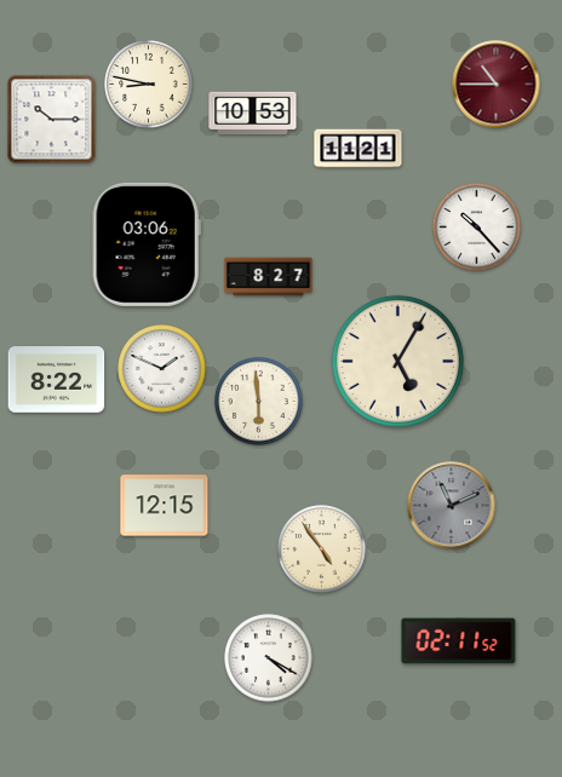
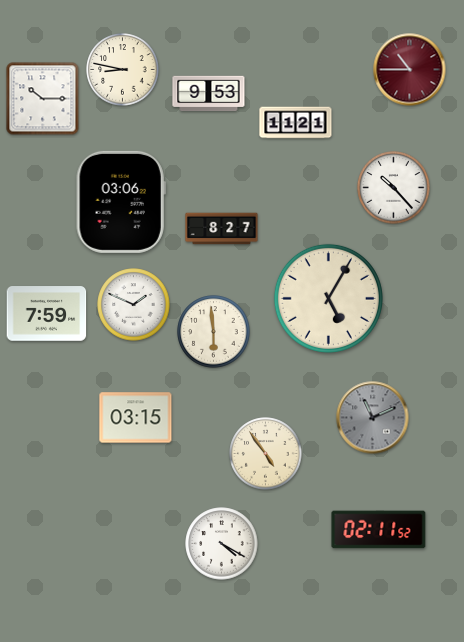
clock at (253, 114): 10:53 -> 9:53
clock at (57, 380): 8:22 -> 7:59
clock at (165, 506): 12:15 -> 03:15
